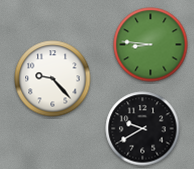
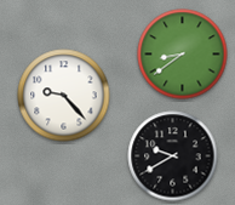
clock at (151, 45): 8:46 -> 8:39
